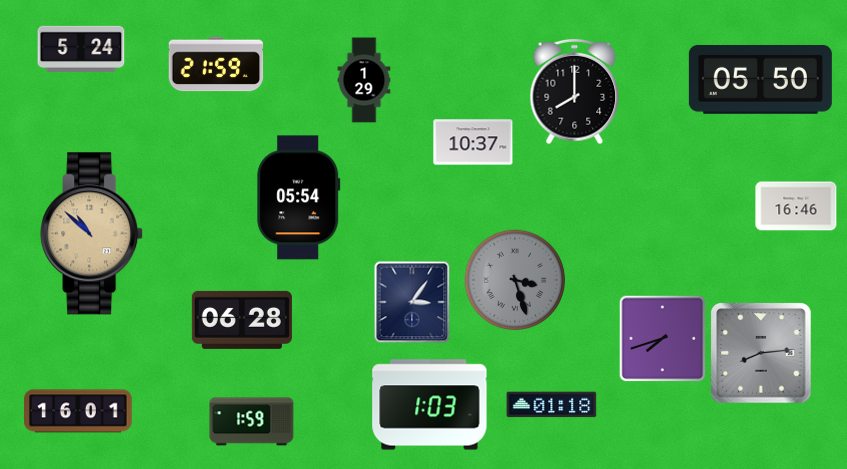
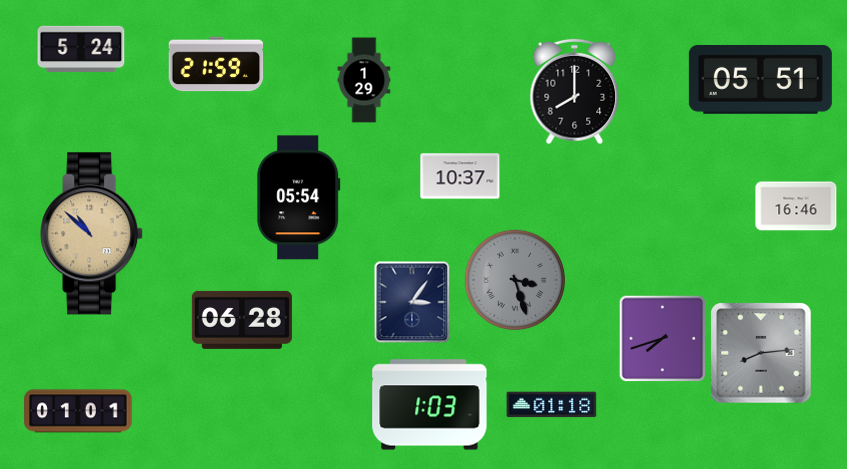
clock at (760, 79): 05:50 -> 05:51
clock at (473, 142) position: (473, 142) -> (460, 176)
clock at (78, 411): 16:01 -> 01:01
clock at (252, 422): 1:59 -> none
